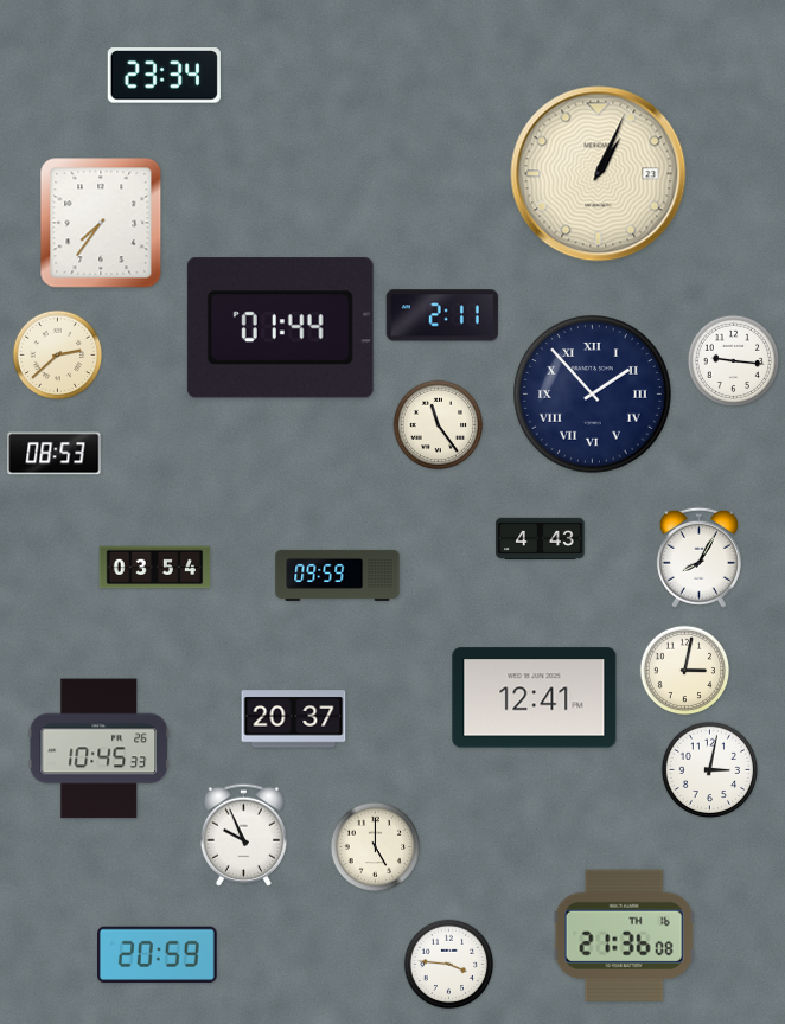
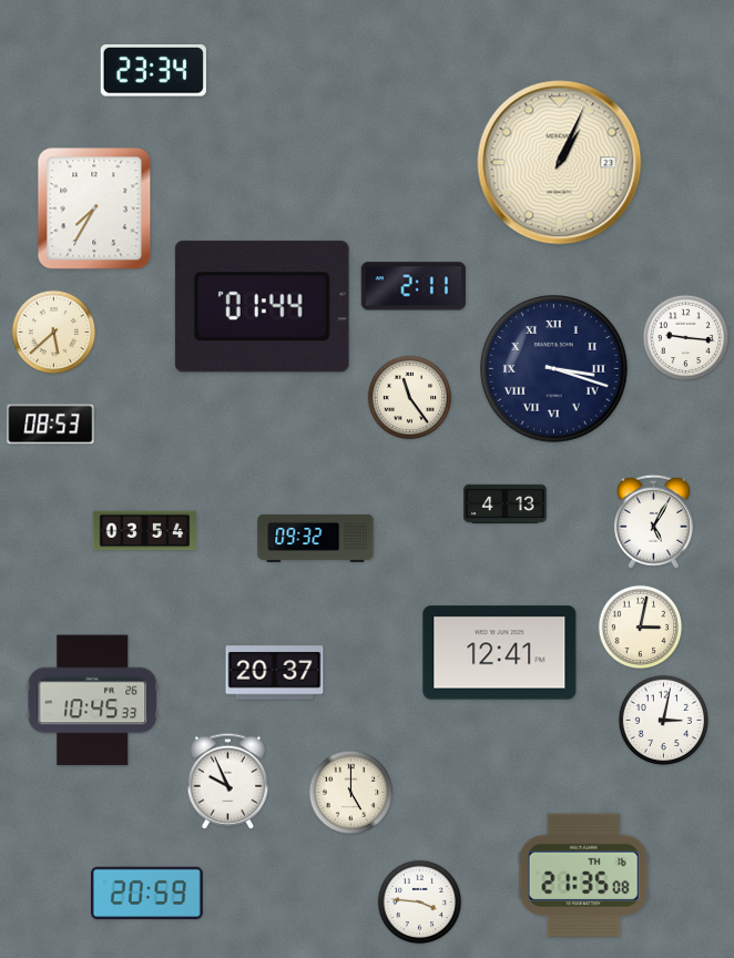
clock at (101, 223): 7:36 -> 7:35
clock at (442, 315) position: (442, 315) -> (414, 286)
clock at (58, 356): 2:38 -> 5:38
clock at (593, 395): 1:53 -> 3:18
clock at (541, 538): 4:43 -> 4:13
clock at (698, 557): 8:05 -> 5:05
clock at (338, 575): 09:59 -> 09:32
clock at (625, 935): 21:36 -> 21:35
